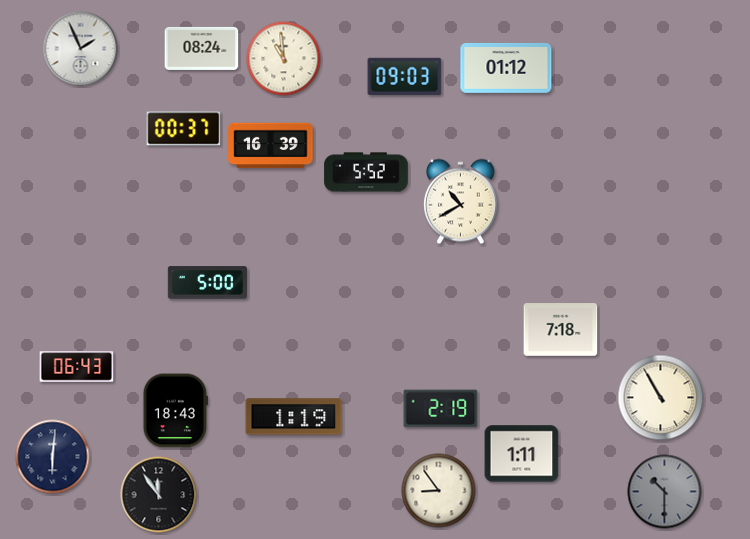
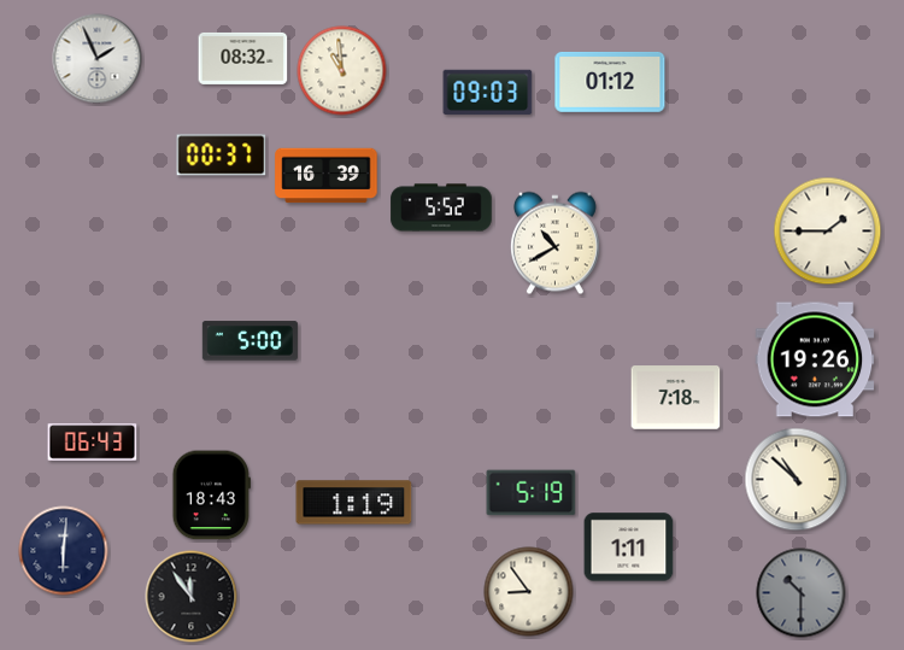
clock at (202, 48): 08:24 -> 08:32
clock at (828, 232): none -> 1:45
clock at (815, 359): none -> 19:26
clock at (661, 398): 10:55 -> 10:52
clock at (441, 409): 2:19 -> 5:19
